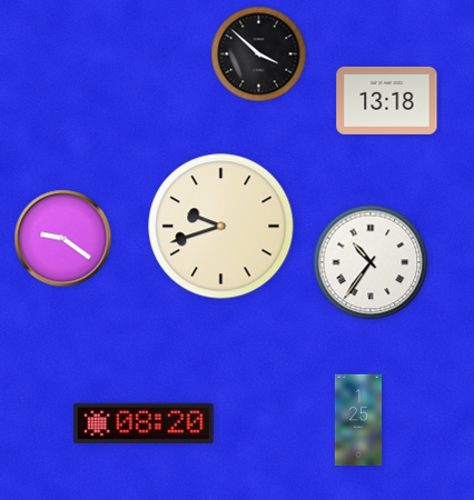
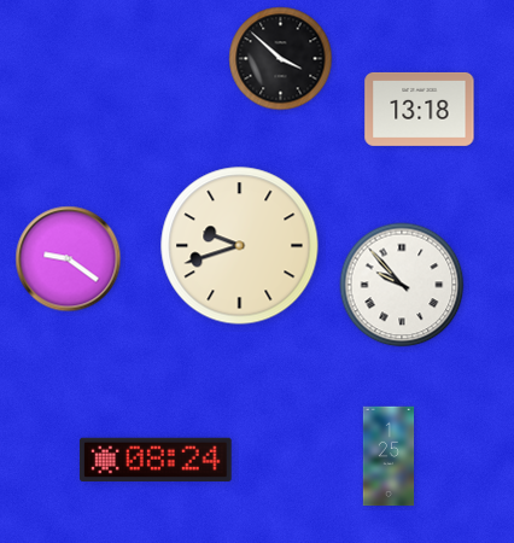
clock at (371, 262): 10:36 -> 9:53
clock at (144, 422): 08:20 -> 08:24
